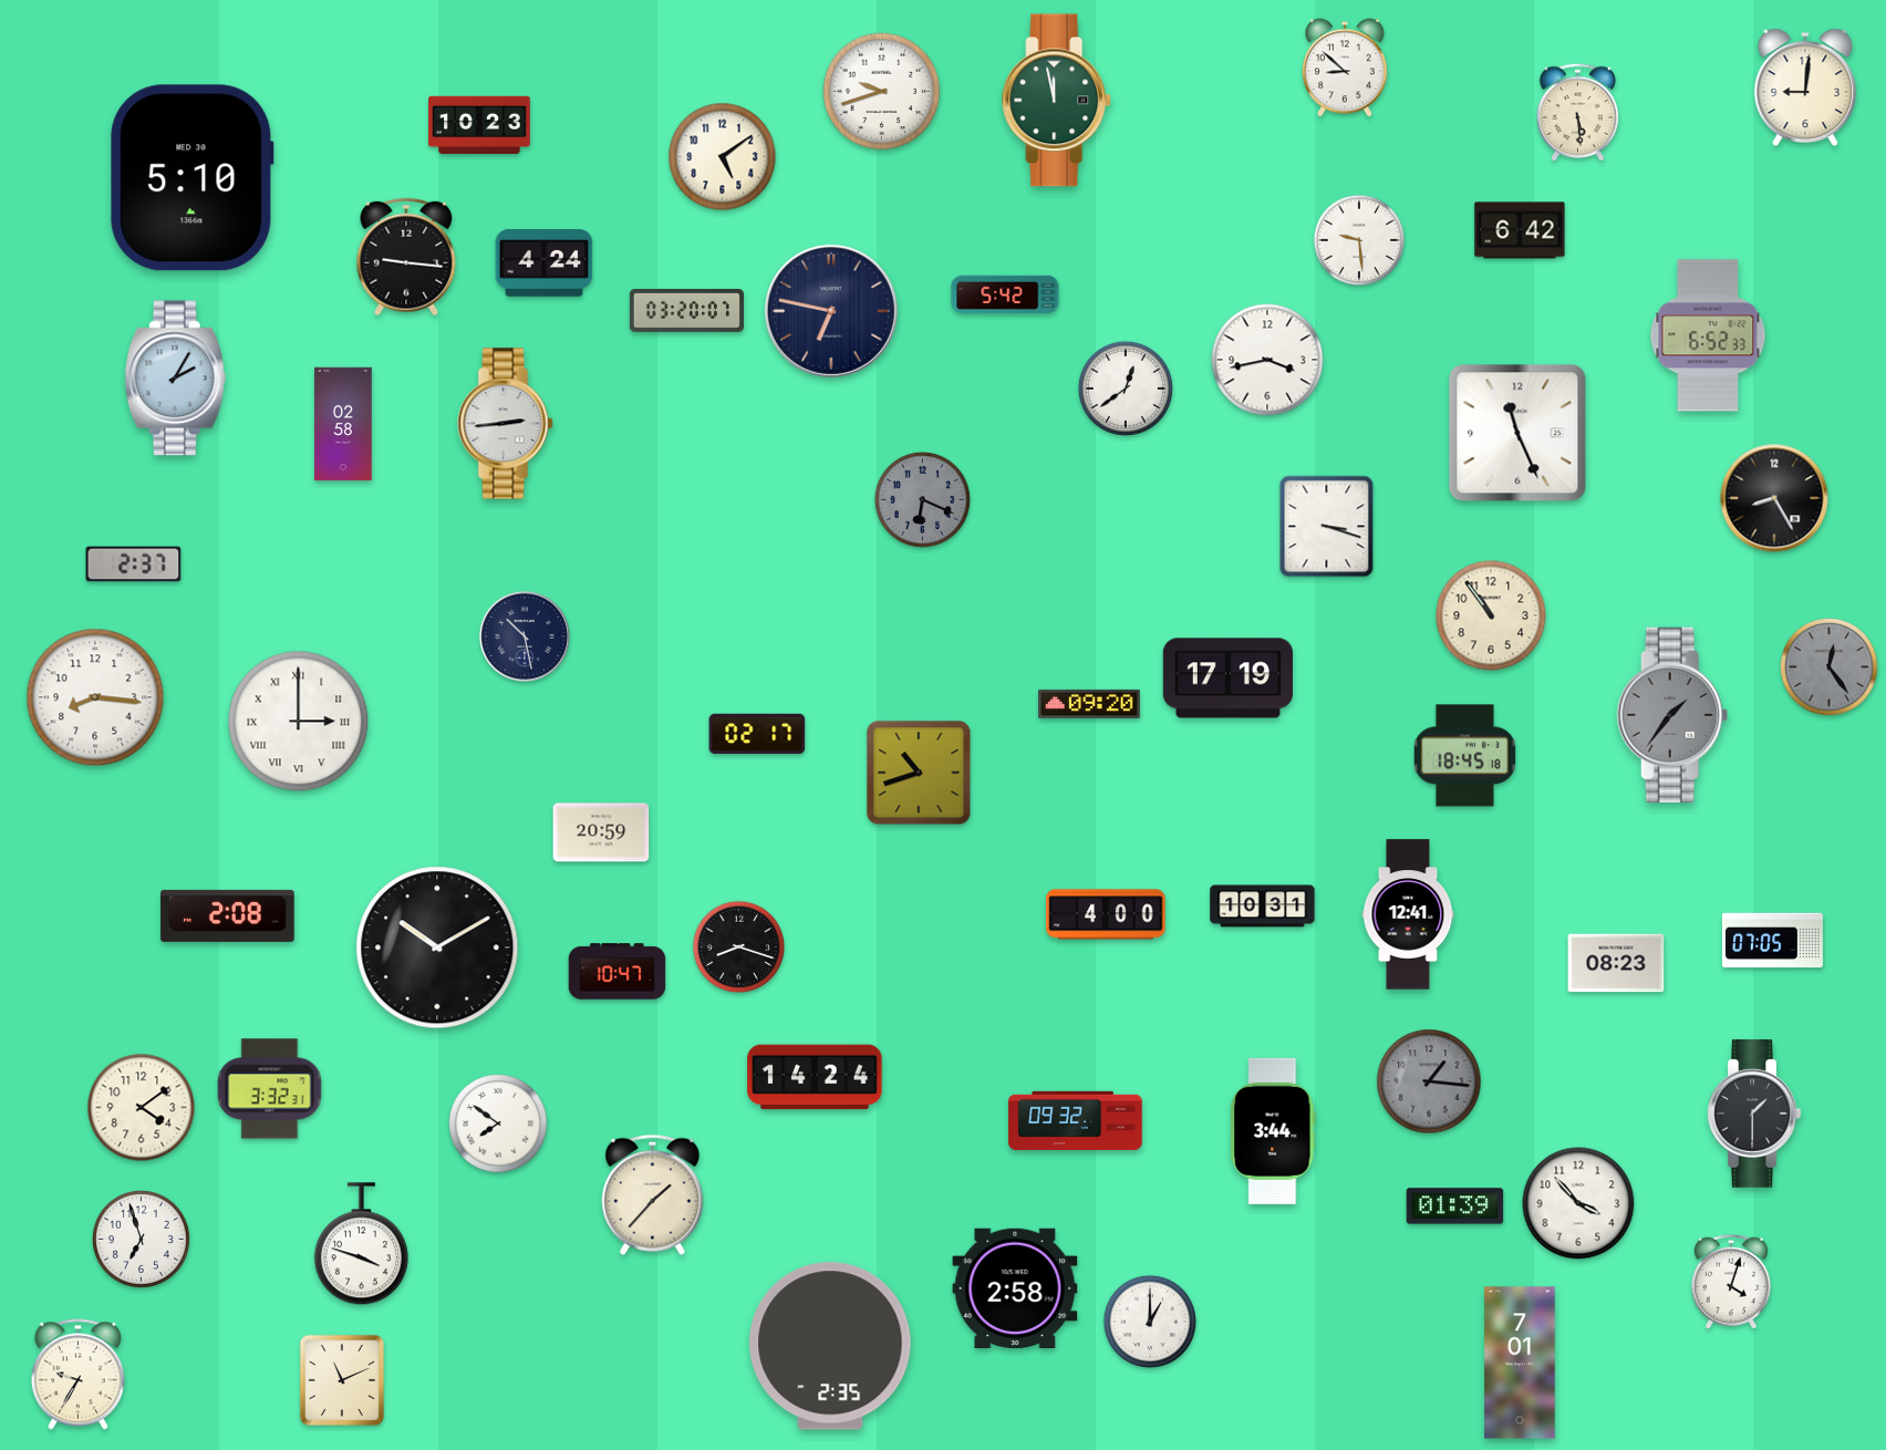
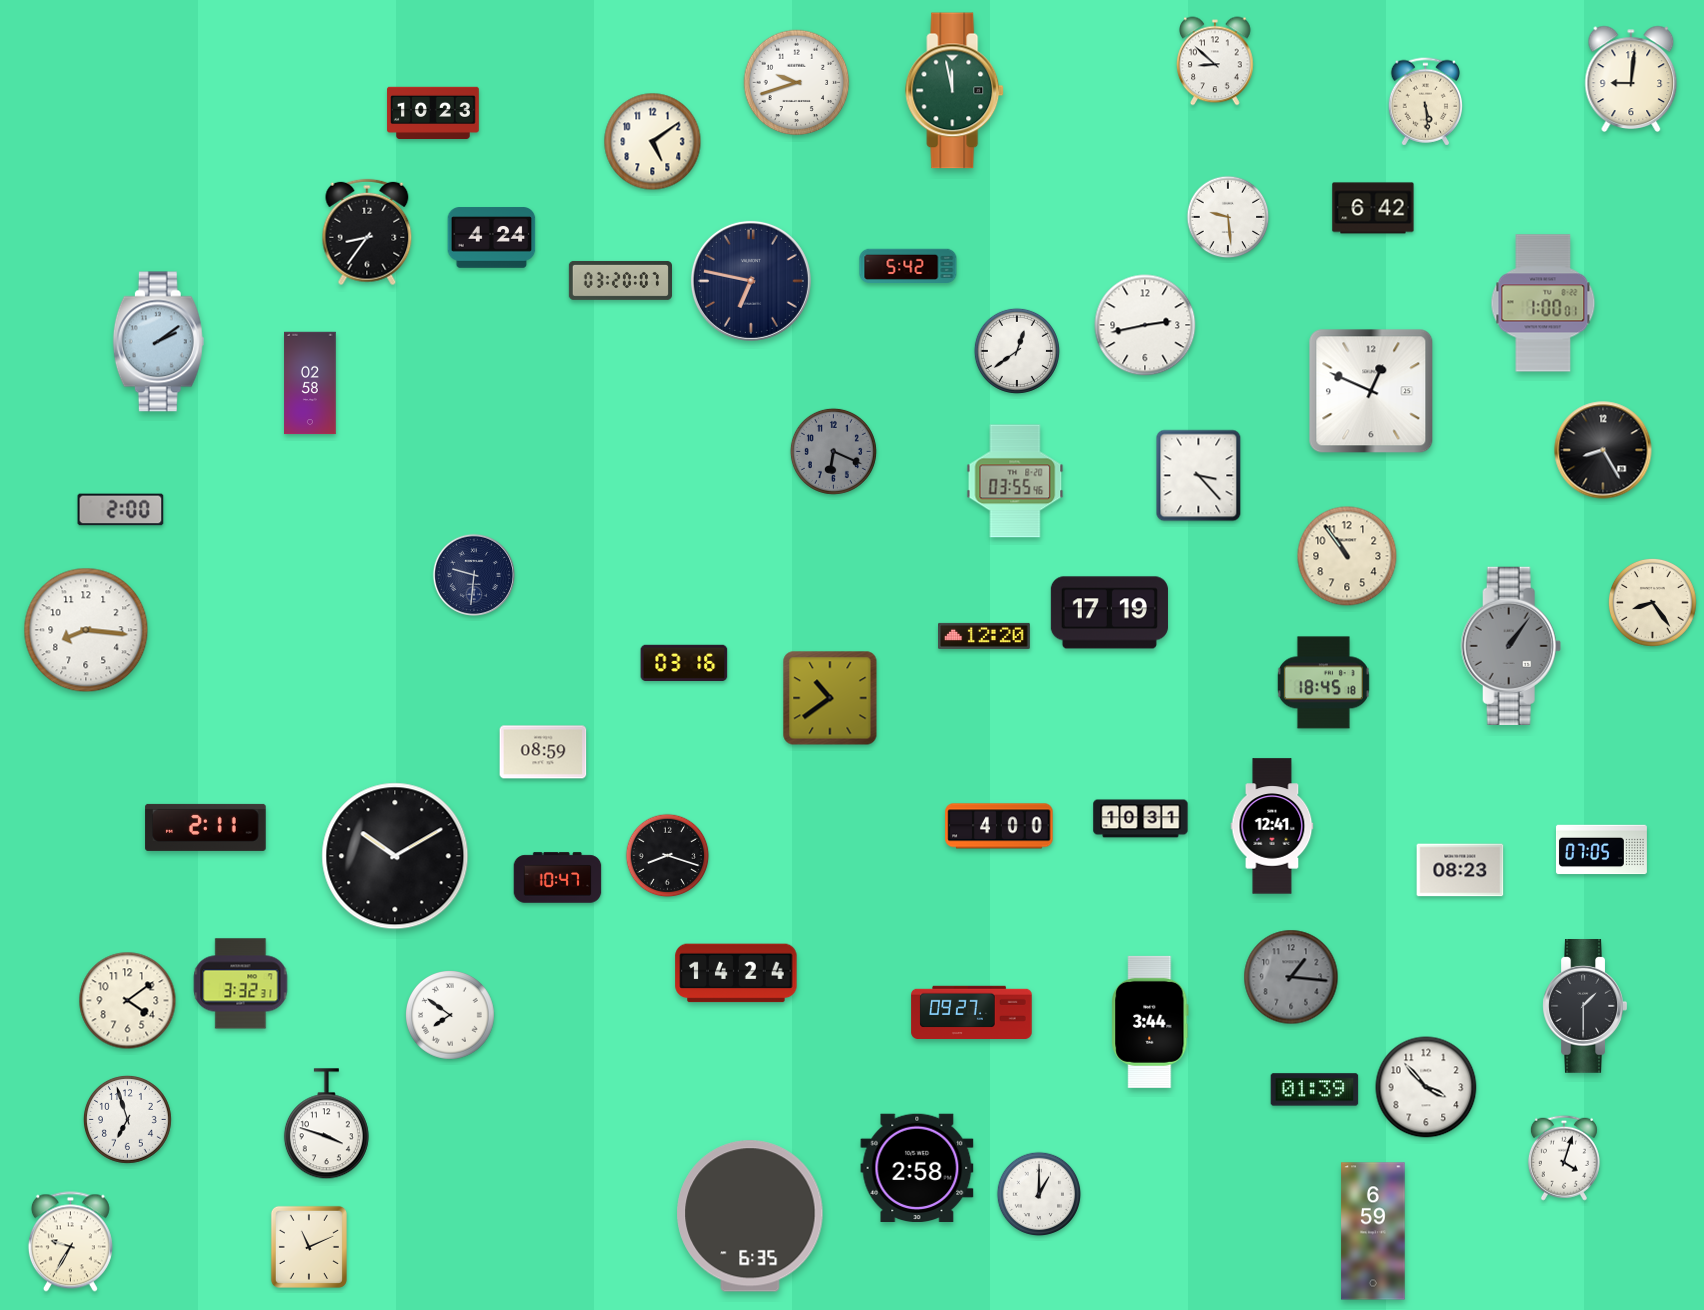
clock at (193, 178): 5:10 -> none
clock at (406, 257): 9:16 -> 8:36
clock at (1708, 335): 6:52 -> 1:00
clock at (1267, 360): 3:43 -> 2:43
clock at (175, 379): 2:05 -> 2:09
clock at (506, 424): 2:44 -> none
clock at (1517, 433): 11:26 -> 12:49
clock at (1327, 527): 3:18 -> 3:23
clock at (1015, 481): none -> 03:55
clock at (134, 565): 2:37 -> 2:00
clock at (524, 635): 10:28 -> 9:31
clock at (1828, 666): 12:24 -> 8:24
clock at (1828, 666) dial: grey -> cream
clock at (1089, 704): 09:20 -> 12:20
clock at (1672, 715): 1:36 -> 1:06
clock at (299, 722): 3:00 -> none
clock at (757, 733): 02:17 -> 03:16
clock at (919, 773): 10:42 -> 10:39
clock at (601, 832): 20:59 -> 08:59
clock at (228, 915): 2:08 -> 2:11
clock at (270, 1089) position: (270, 1089) -> (241, 984)
clock at (1076, 1120): 09:32 -> 09:27
clock at (653, 1194): 1:37 -> none
clock at (1015, 1287) position: (1015, 1287) -> (917, 1167)
clock at (830, 1346): 2:35 -> 6:35
clock at (1520, 1363): 7:01 -> 6:59
